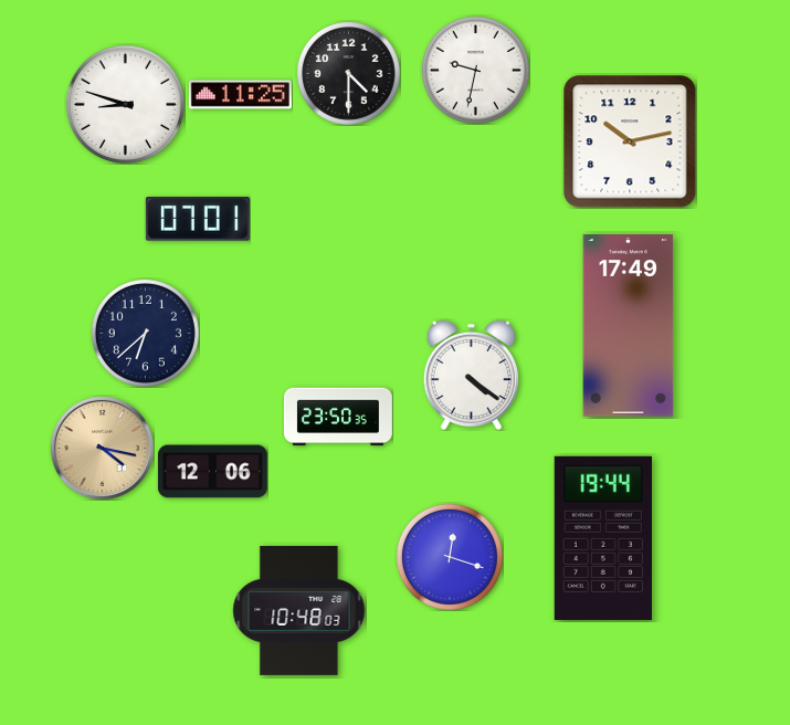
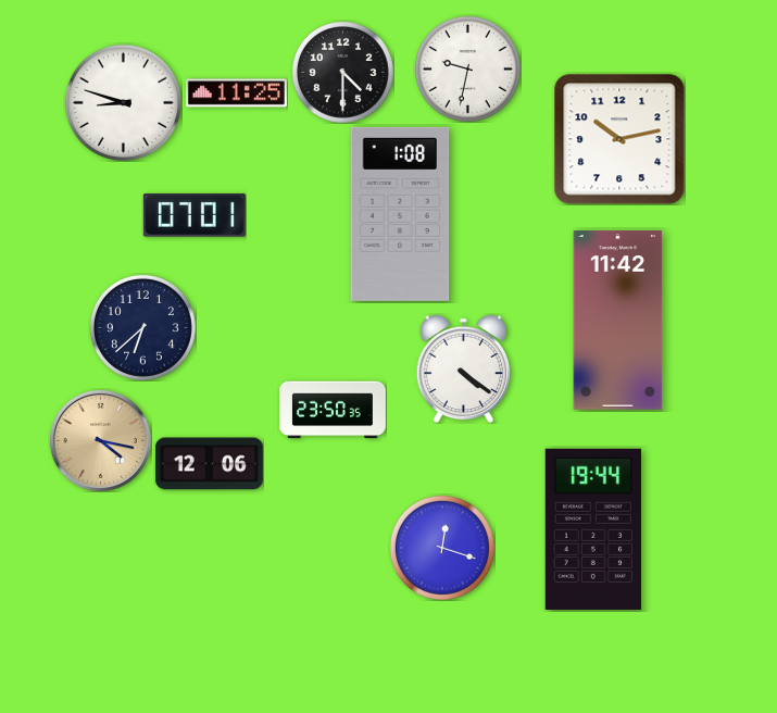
clock at (400, 214): none -> 1:08
clock at (629, 326): 17:49 -> 11:42
clock at (299, 610): 10:48 -> none
